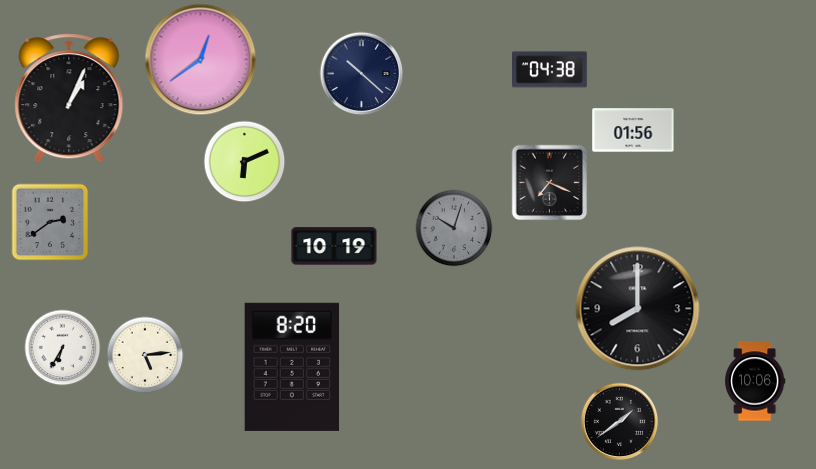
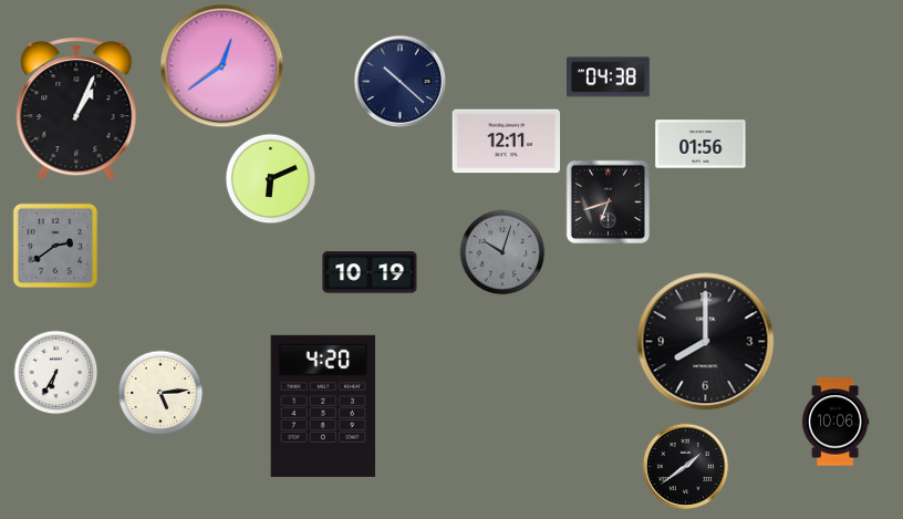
clock at (507, 142): none -> 12:11
clock at (550, 183): 7:19 -> 6:42
clock at (63, 348) position: (63, 348) -> (56, 373)
clock at (292, 367): 8:20 -> 4:20
